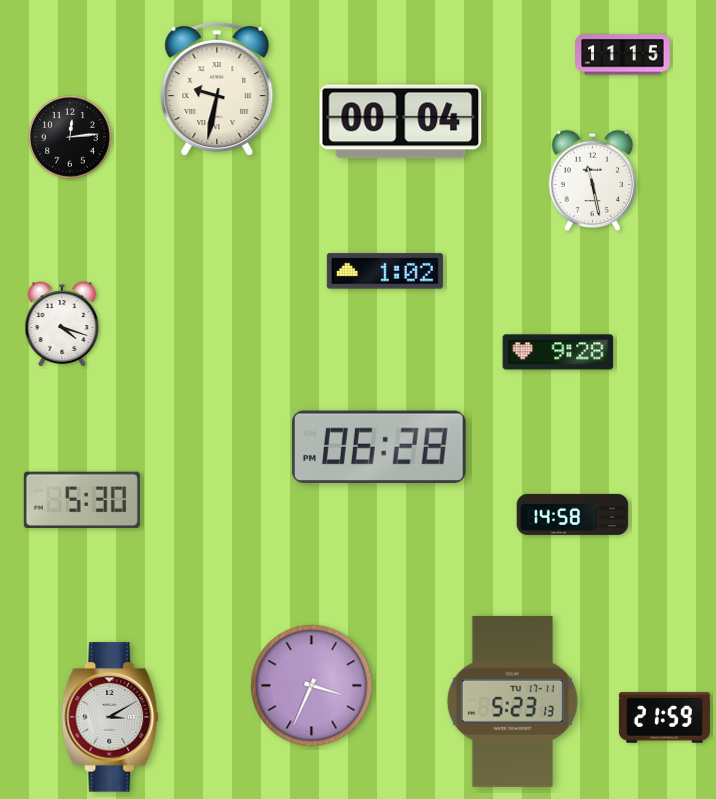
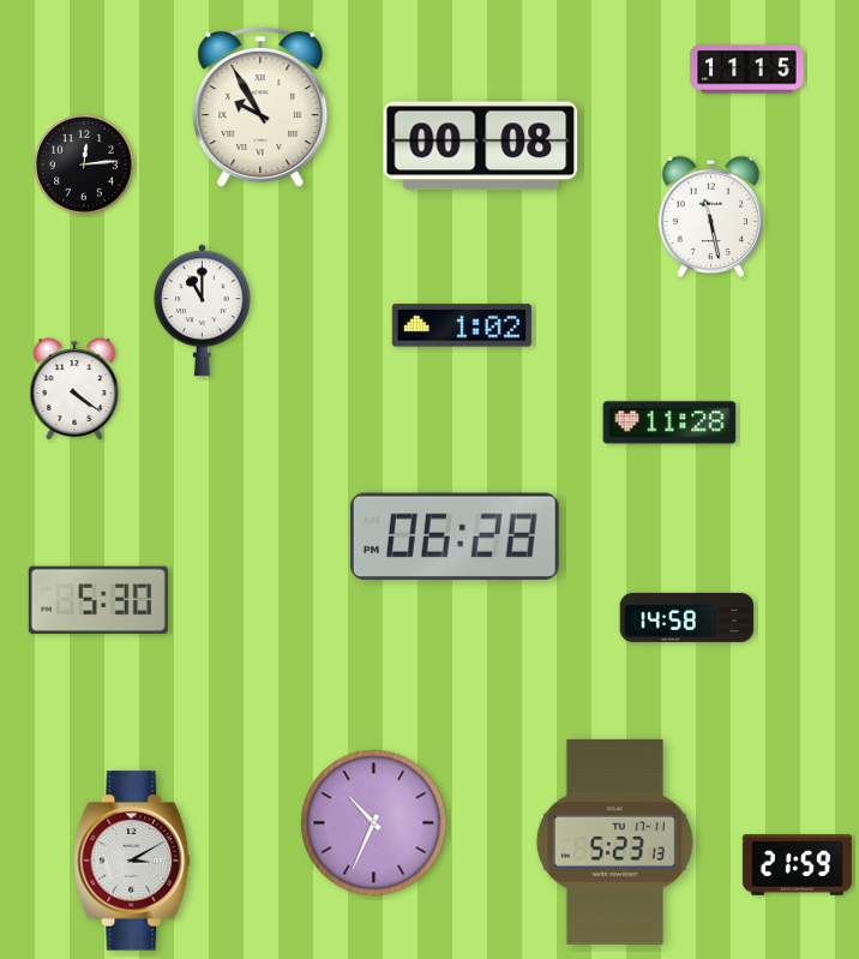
clock at (623, 55) position: (623, 55) -> (747, 70)
clock at (217, 89): 9:32 -> 9:55
clock at (401, 122): 00:04 -> 00:08
clock at (202, 311): none -> 11:00
clock at (62, 324): 4:18 -> 4:21
clock at (558, 352): 9:28 -> 11:28
clock at (312, 686): 3:34 -> 10:34
clock at (664, 718) position: (664, 718) -> (797, 865)
